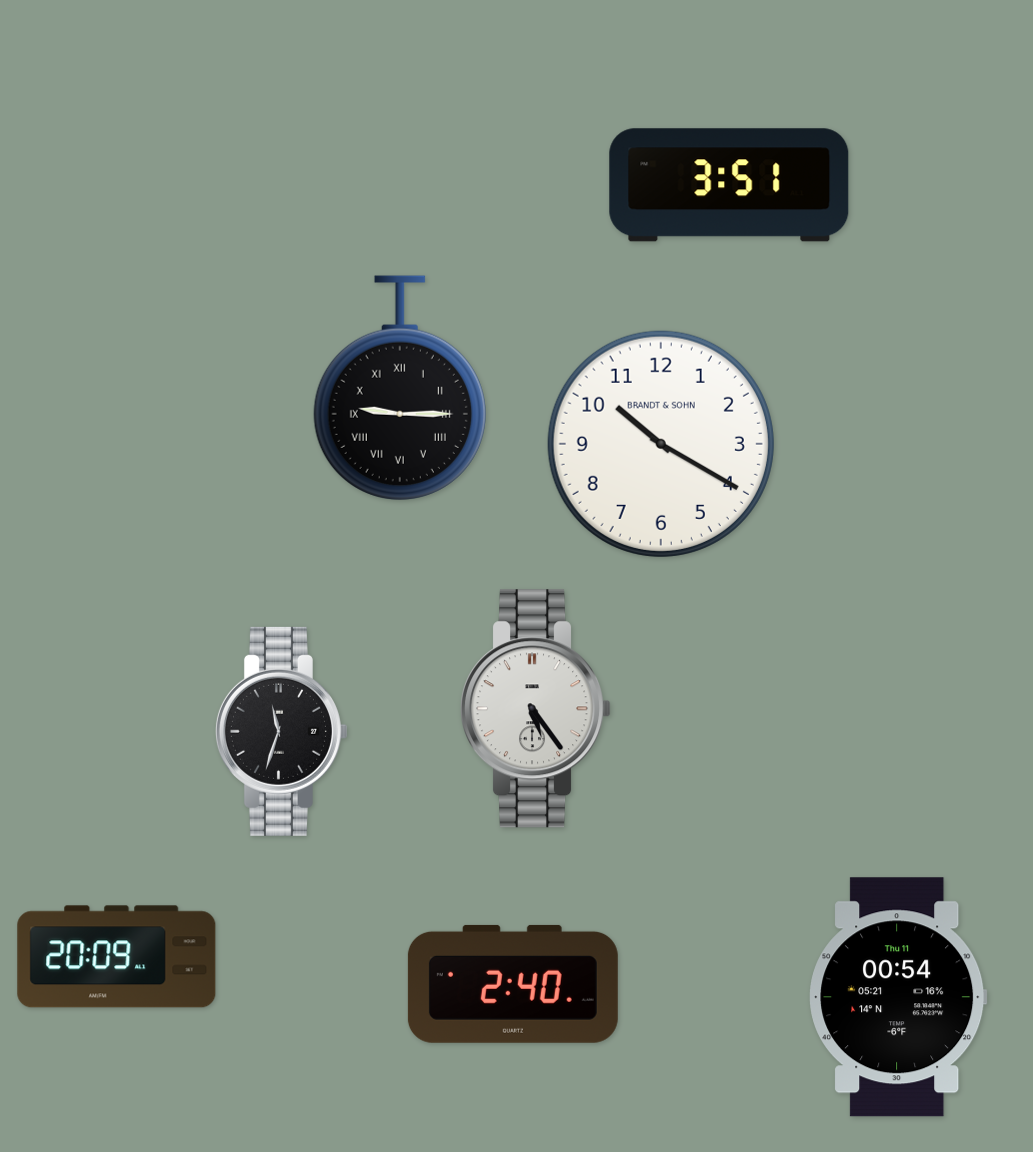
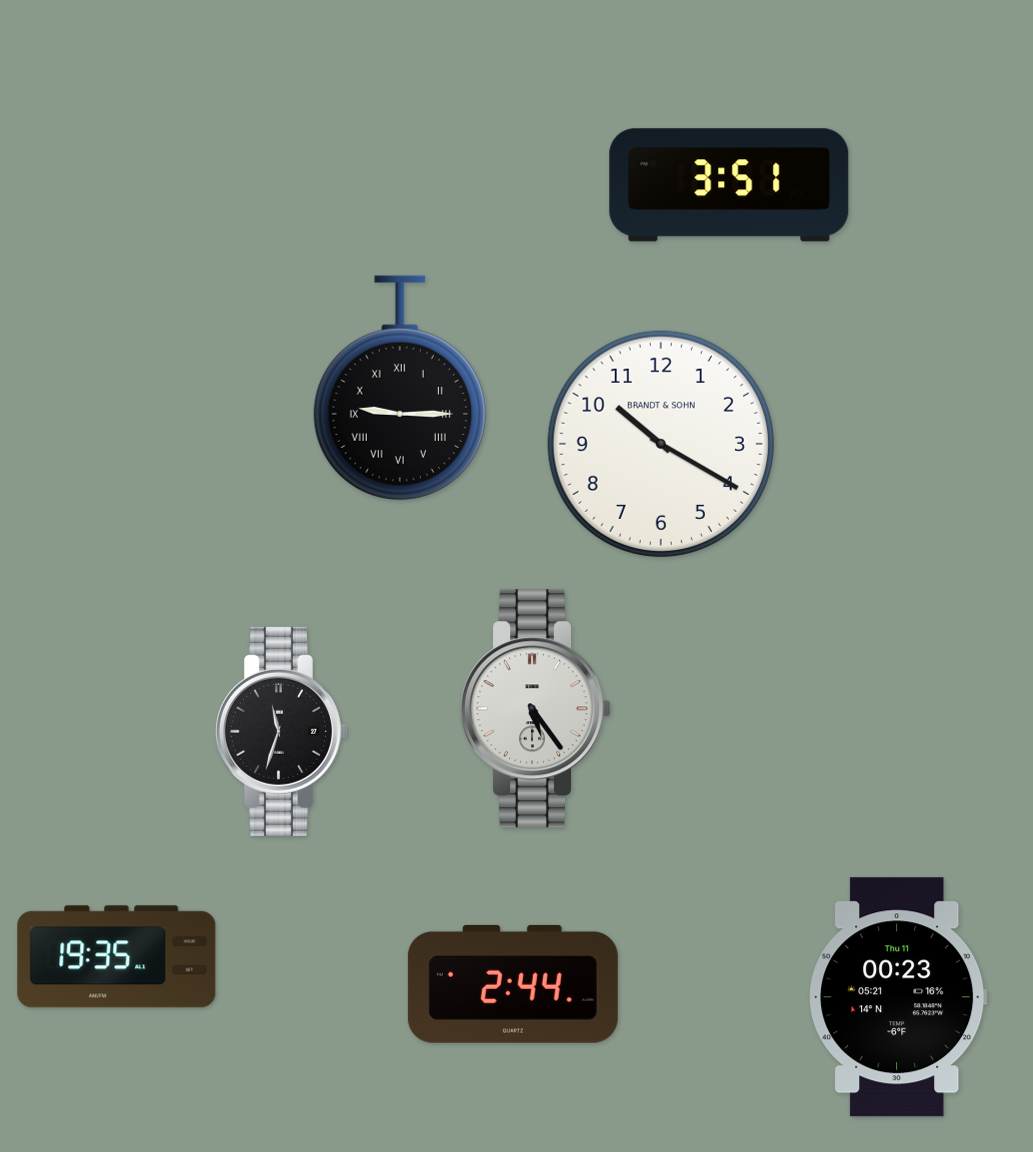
clock at (117, 957): 20:09 -> 19:35
clock at (513, 984): 2:40 -> 2:44
clock at (898, 997): 00:54 -> 00:23
